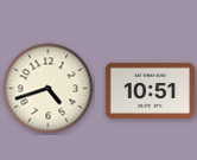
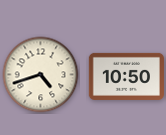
clock at (150, 90): 10:51 -> 10:50
